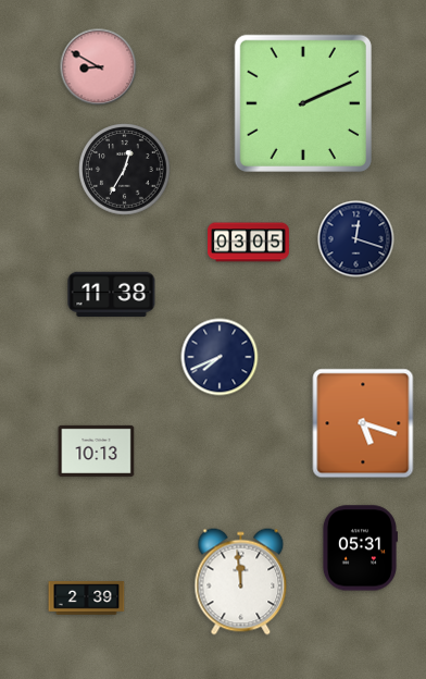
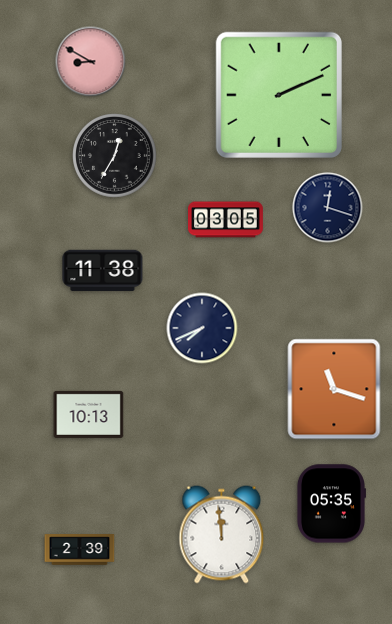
clock at (356, 239) position: (356, 239) -> (328, 208)
clock at (249, 243) position: (249, 243) -> (226, 220)
clock at (363, 423): 5:18 -> 11:18
clock at (360, 548): 05:31 -> 05:35
